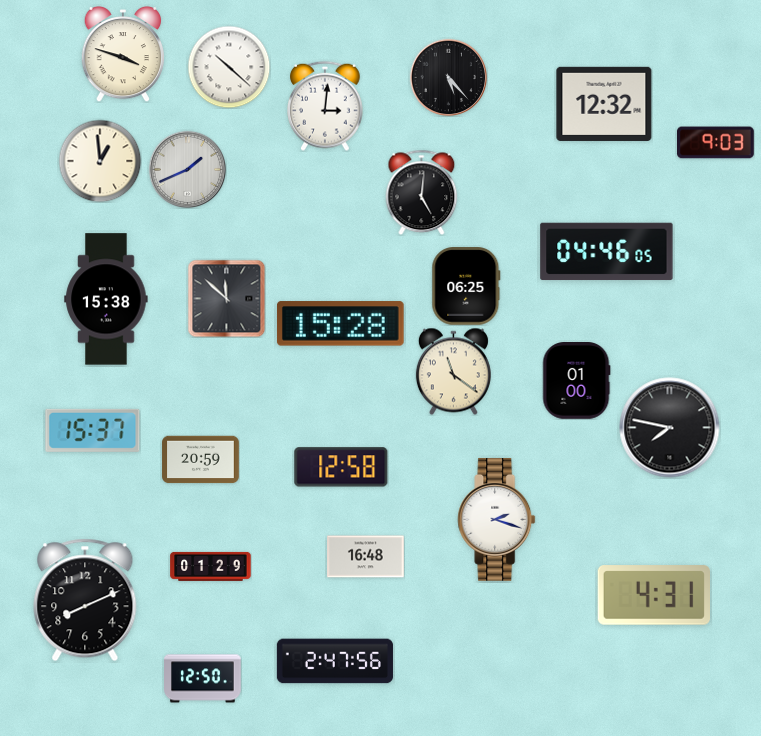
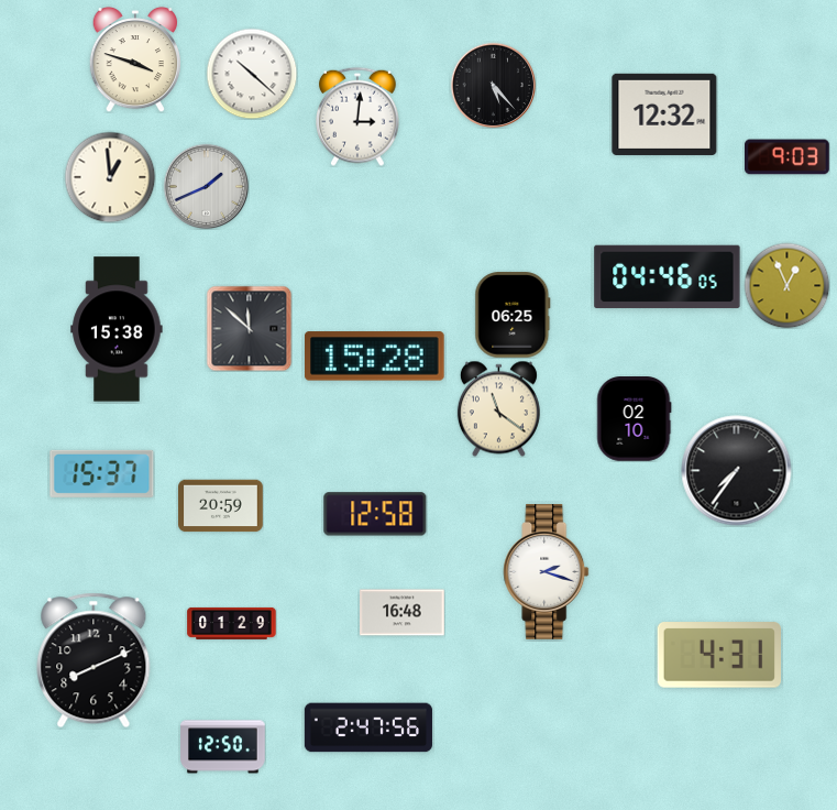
clock at (422, 192): 5:01 -> none
clock at (786, 285): none -> 12:56
clock at (577, 381): 01:00 -> 02:10
clock at (670, 428): 7:47 -> 7:36
